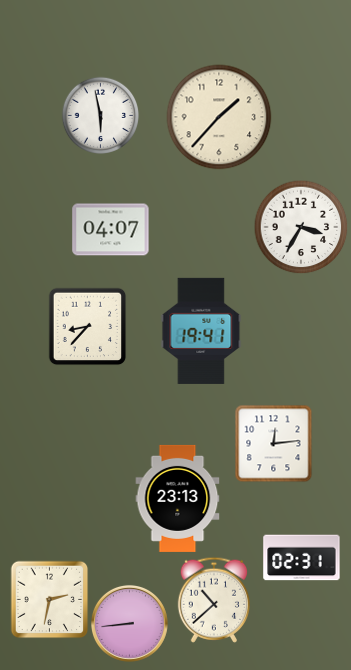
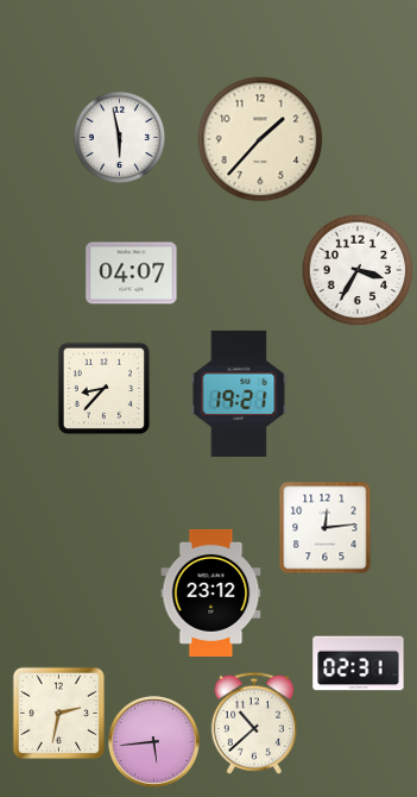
clock at (201, 331): 19:41 -> 19:21
clock at (178, 498): 23:13 -> 23:12
clock at (213, 600) position: (213, 600) -> (253, 723)
clock at (129, 623): 8:44 -> 5:44
